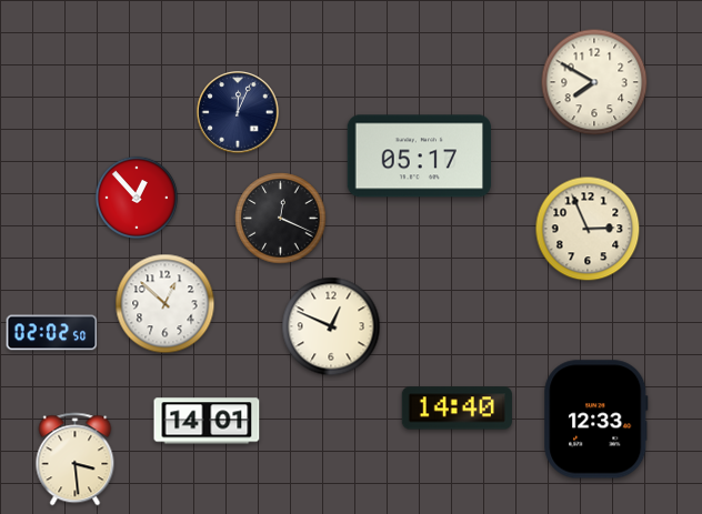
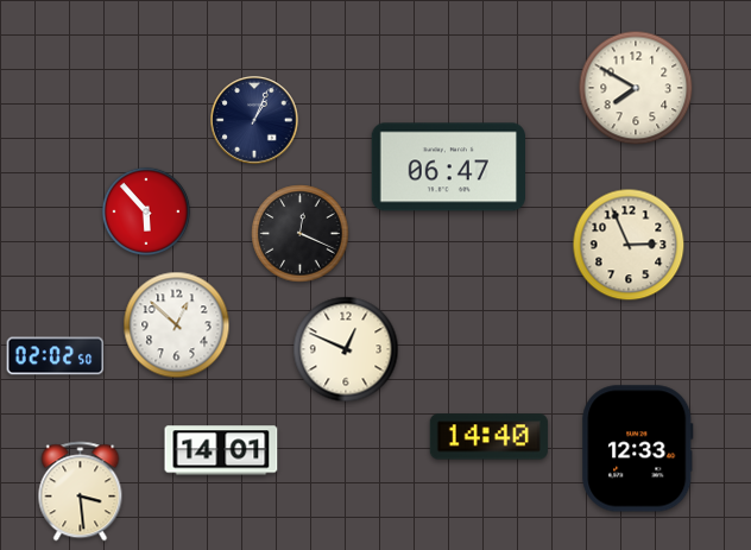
clock at (238, 112): 12:04 -> 1:04
clock at (419, 157): 05:17 -> 06:47
clock at (137, 198): 12:53 -> 5:53
clock at (331, 326) position: (331, 326) -> (346, 349)
